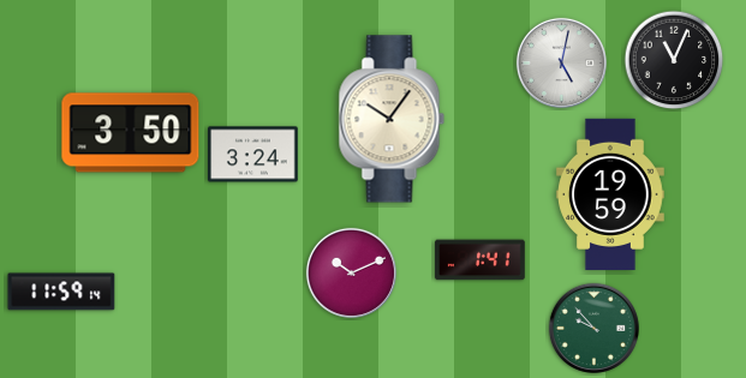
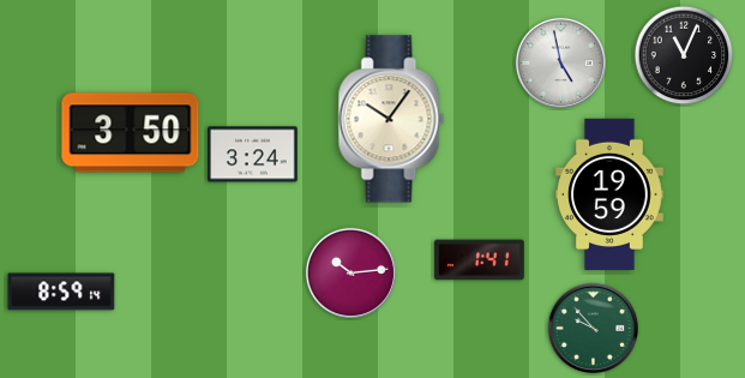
clock at (674, 60) position: (674, 60) -> (684, 55)
clock at (561, 62): 5:02 -> 4:58
clock at (351, 272): 10:11 -> 10:14
clock at (61, 292): 11:59 -> 8:59
